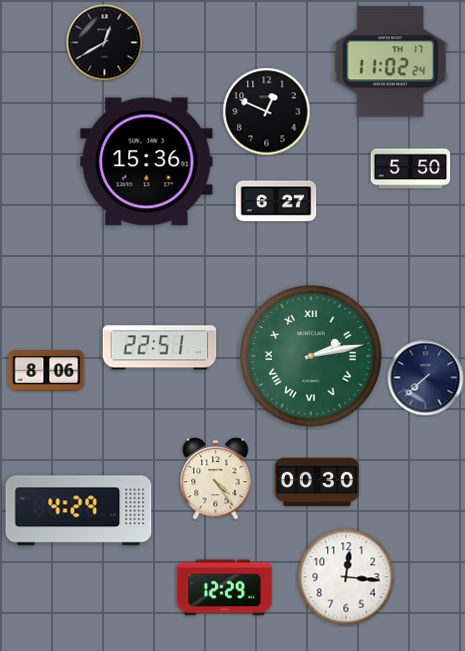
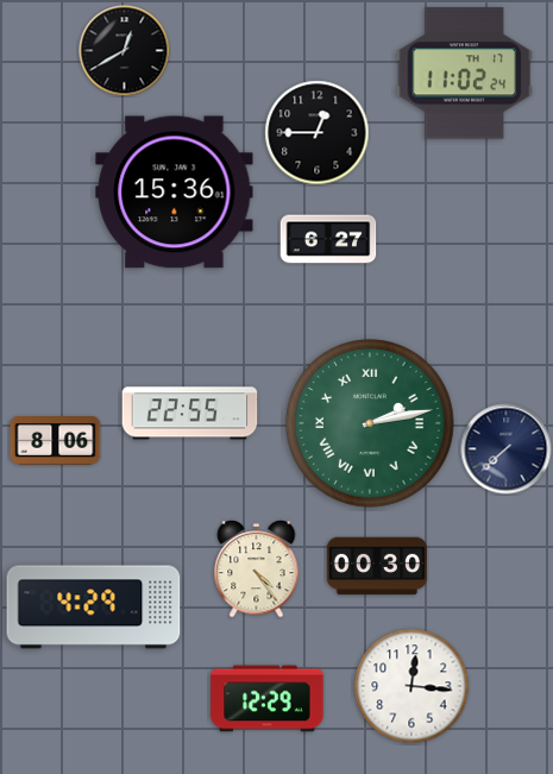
clock at (267, 112): 12:49 -> 12:45
clock at (411, 169): 5:50 -> none
clock at (160, 348): 22:51 -> 22:55
clock at (316, 482) position: (316, 482) -> (376, 566)
